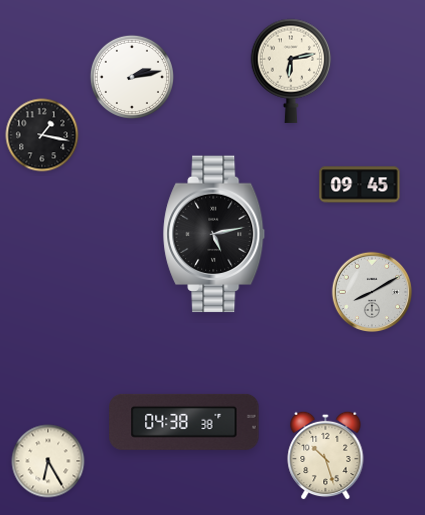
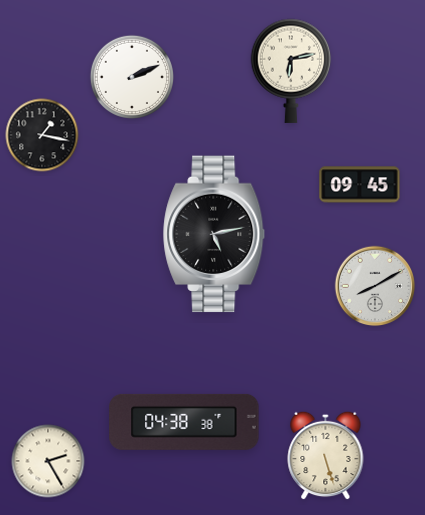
clock at (131, 76): 2:13 -> 2:11
clock at (372, 292) position: (372, 292) -> (375, 286)
clock at (326, 455): 10:27 -> 5:27
clock at (48, 461): 6:25 -> 2:25
